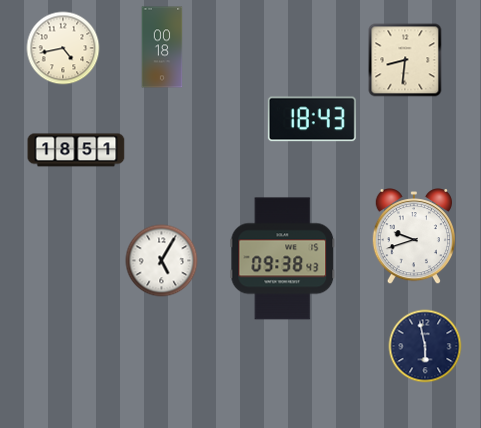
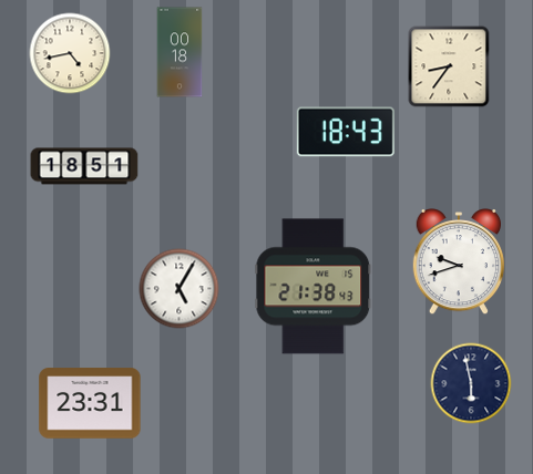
clock at (405, 60): 8:31 -> 8:36
clock at (283, 259): 09:38 -> 21:38
clock at (90, 403): none -> 23:31
